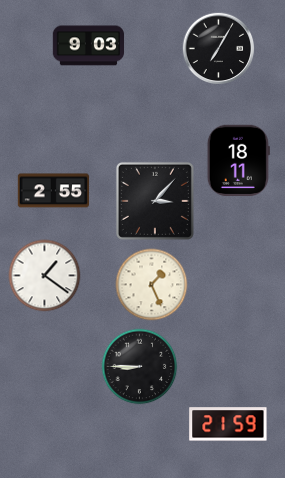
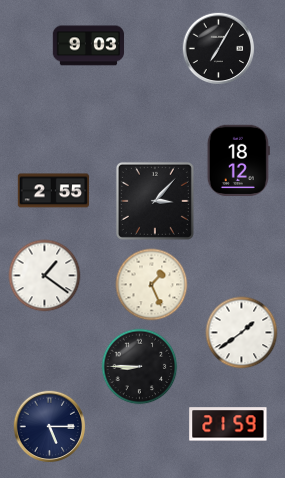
clock at (238, 160): 18:11 -> 18:12
clock at (242, 333): none -> 1:39
clock at (50, 427): none -> 5:15
